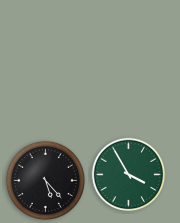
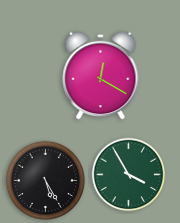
clock at (101, 75): none -> 12:20
clock at (45, 180): 5:23 -> 5:25
